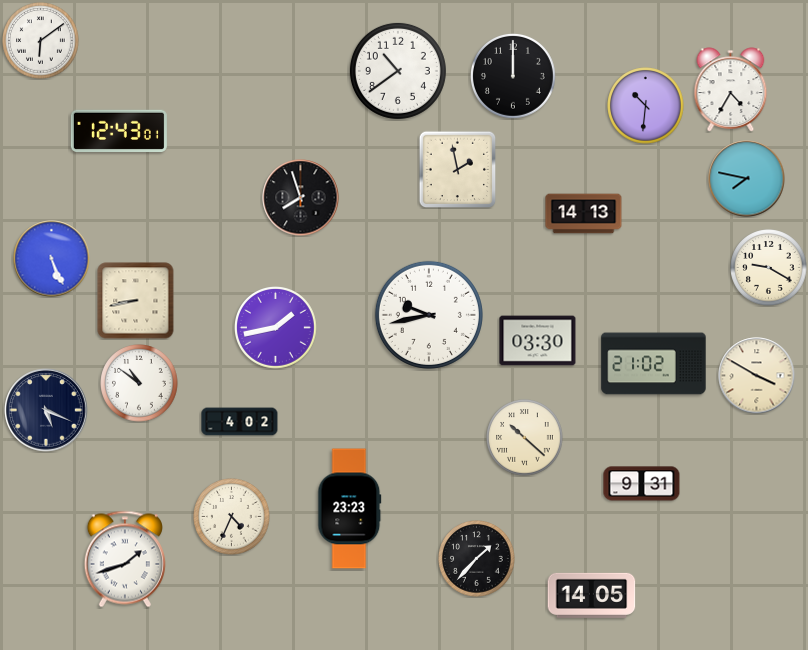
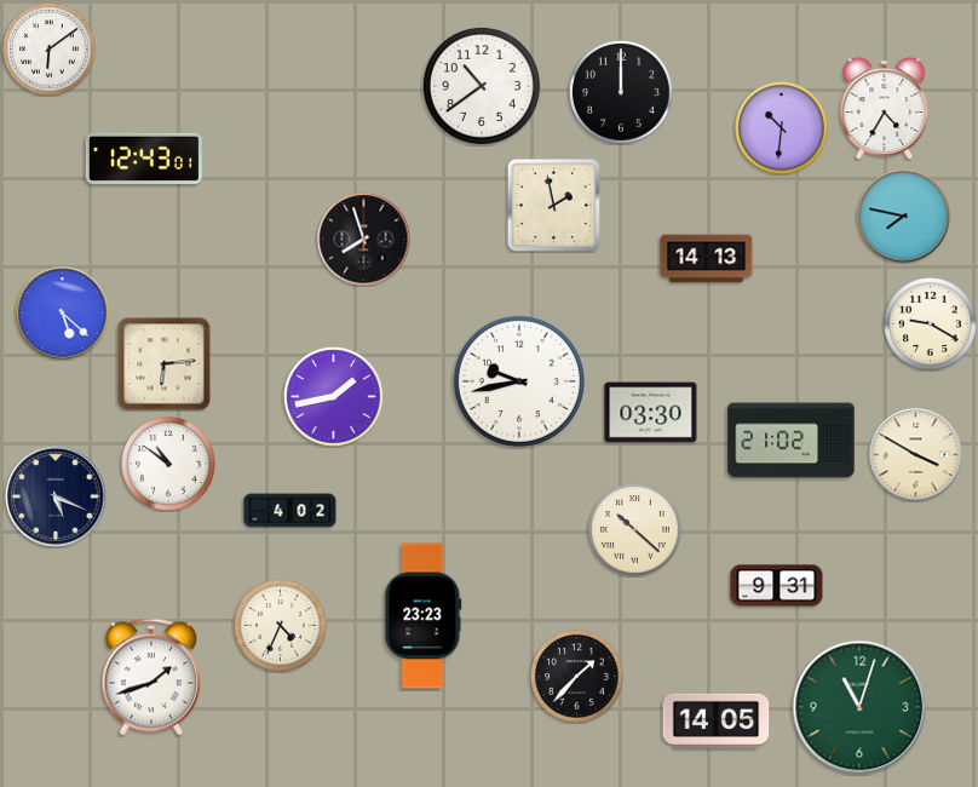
clock at (52, 259): 5:26 -> 5:22
clock at (136, 301): 8:43 -> 6:14
clock at (859, 707): none -> 11:03
